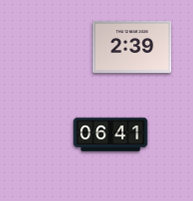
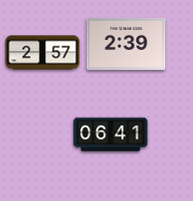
clock at (132, 47) position: (132, 47) -> (126, 44)
clock at (43, 53): none -> 2:57
